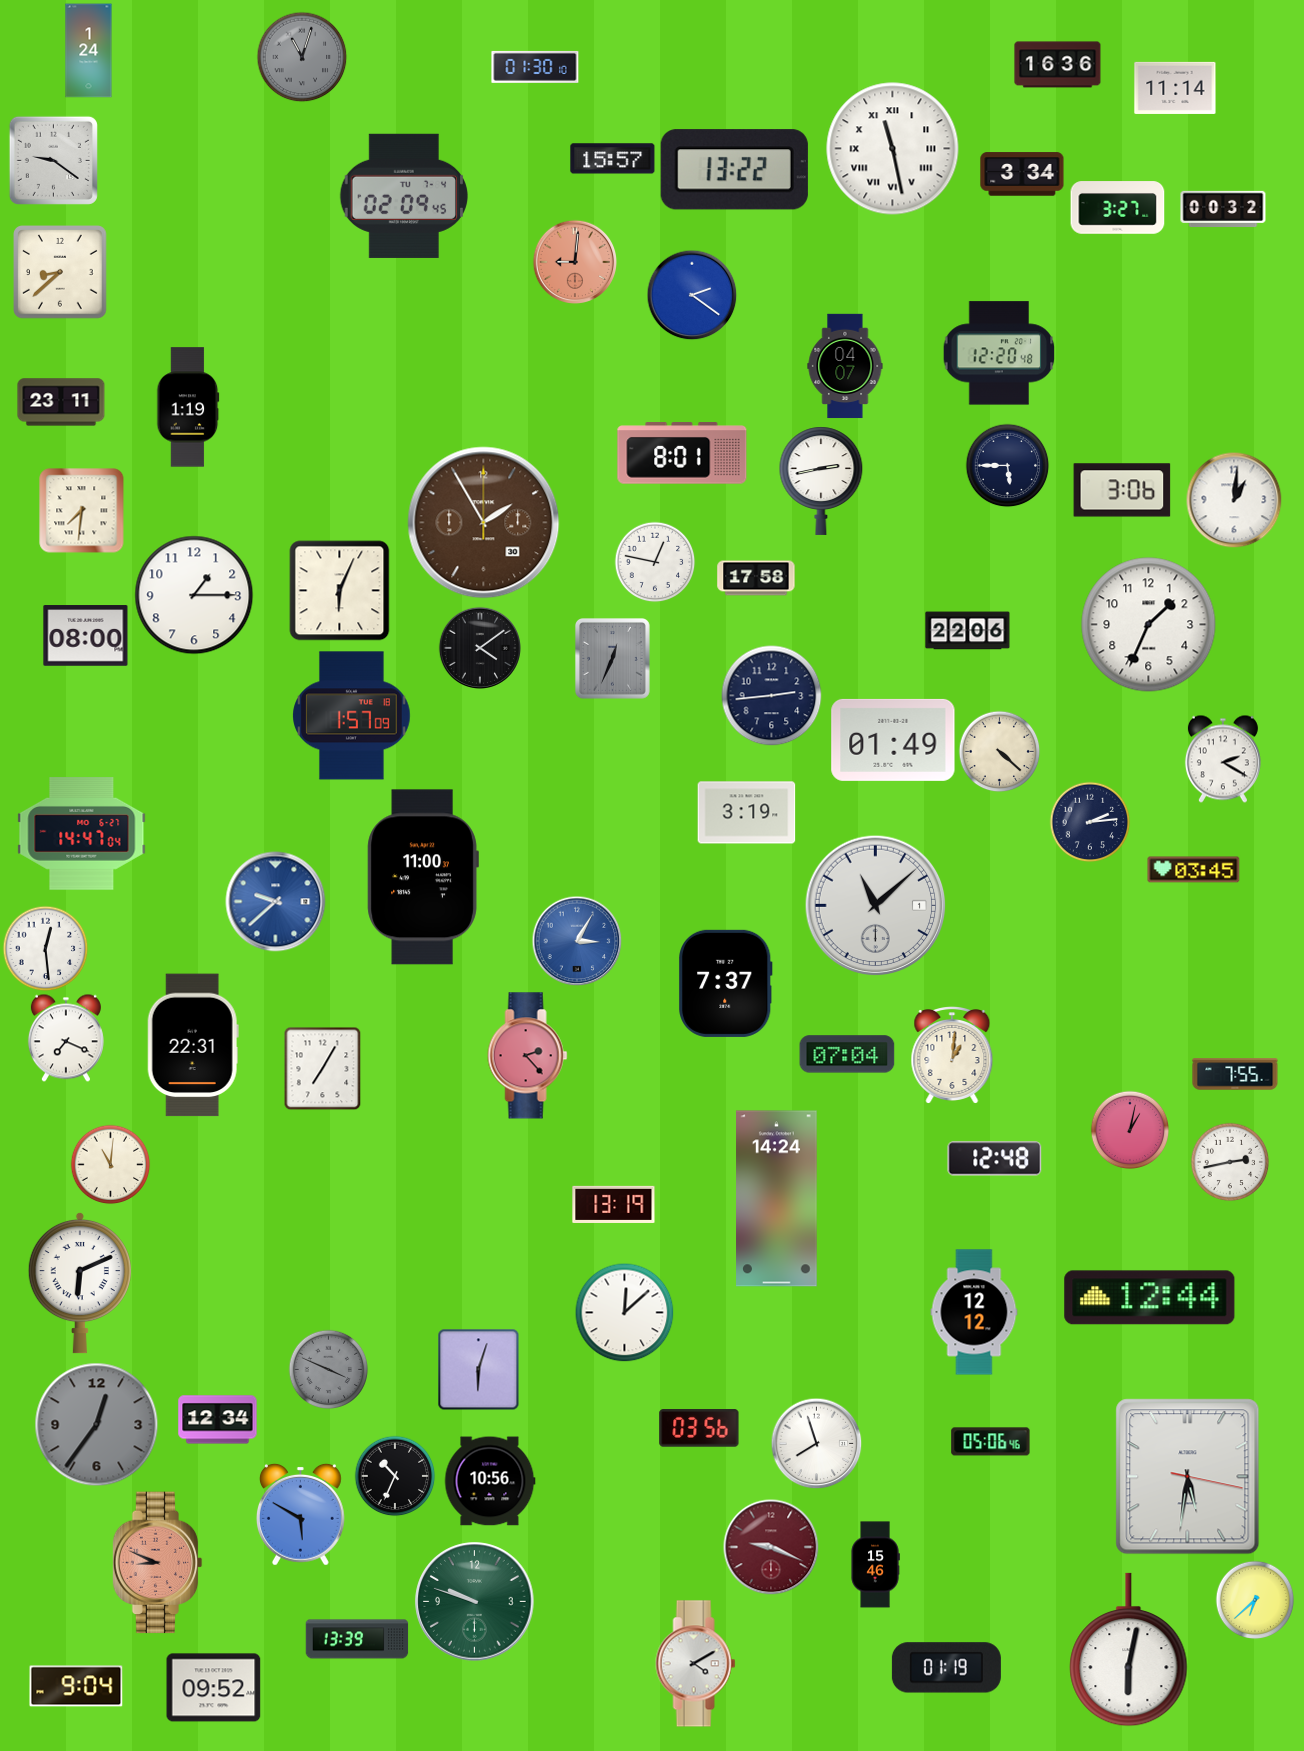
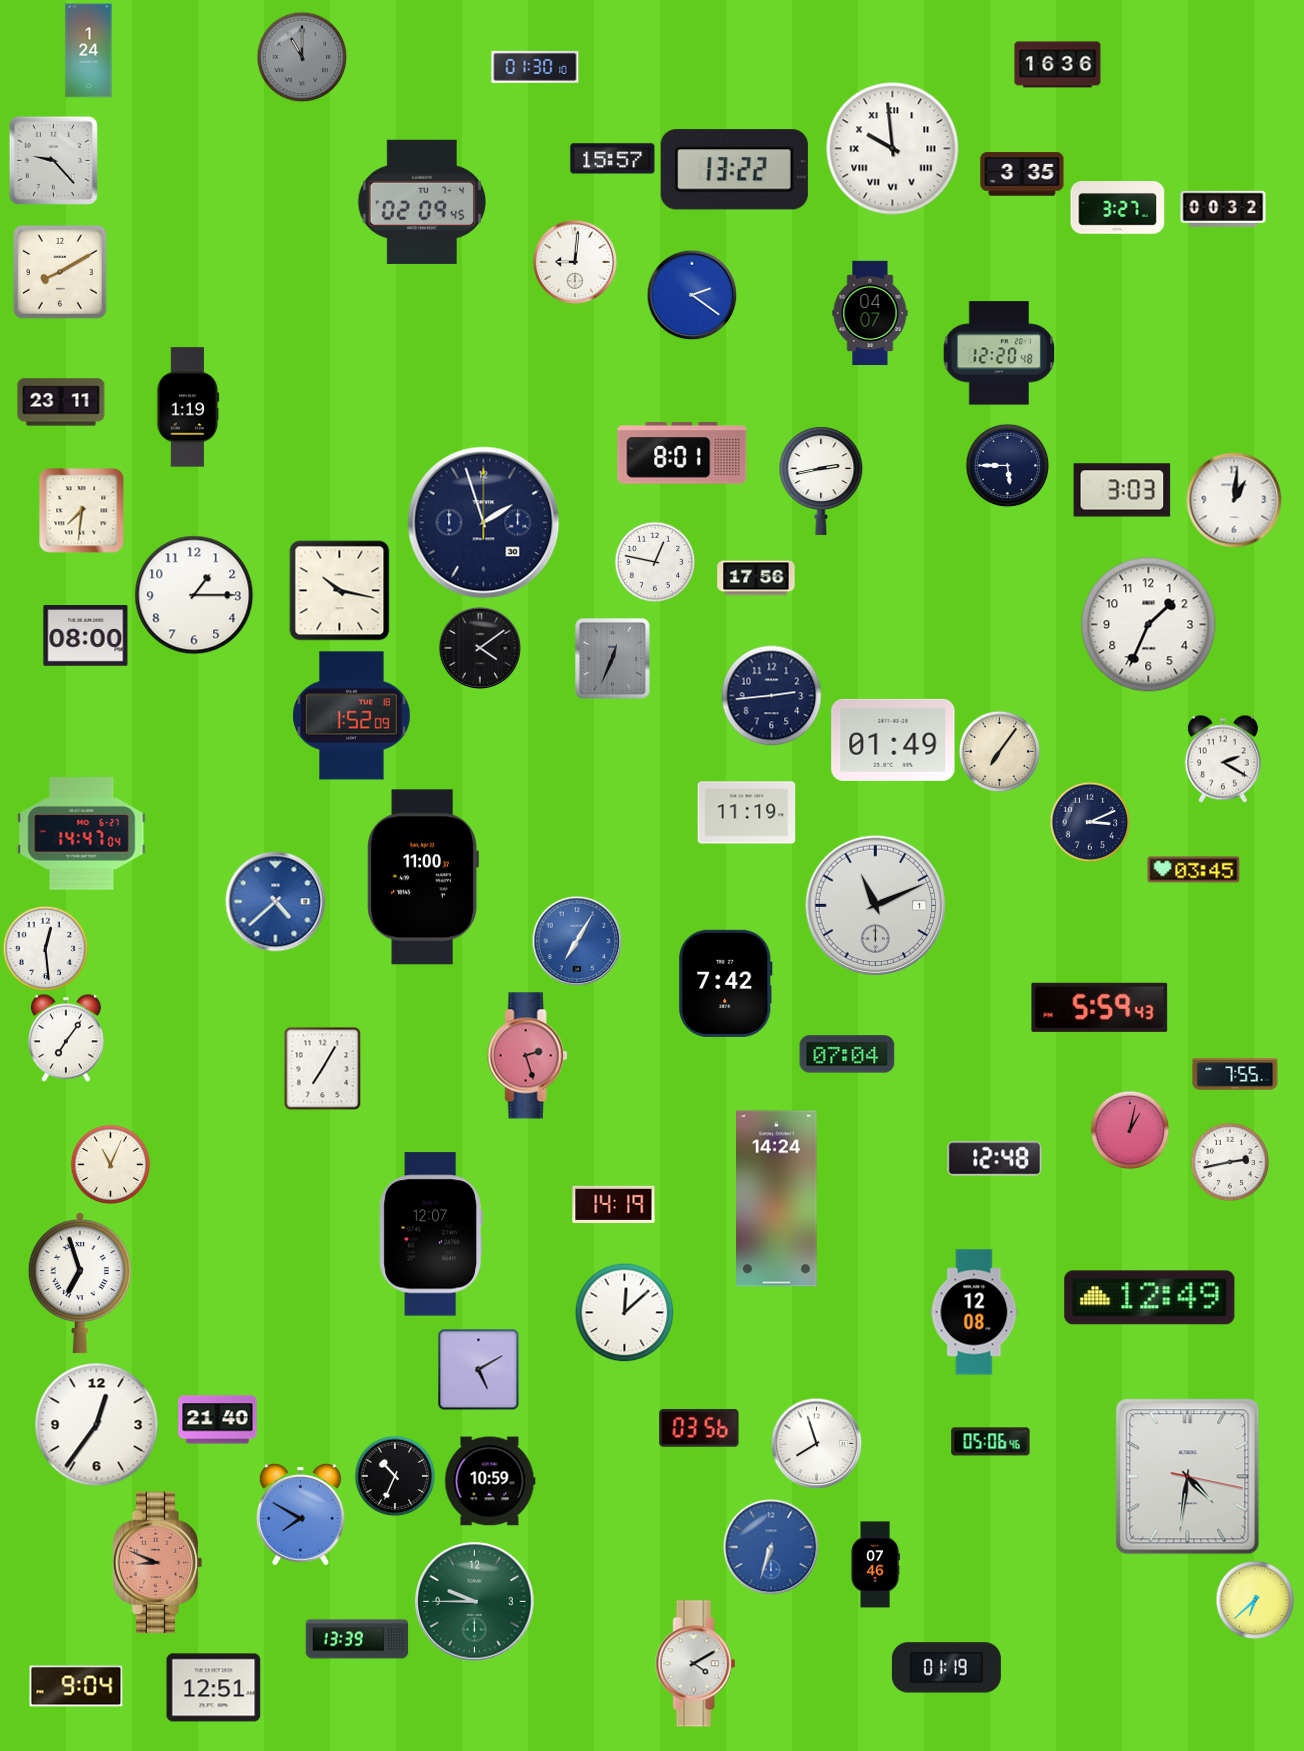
clock at (302, 57): 11:03 -> 11:00
clock at (1175, 88): 11:14 -> none
clock at (893, 149): 11:28 -> 9:59
clock at (53, 160): 9:21 -> 9:23
clock at (1022, 174): 3:34 -> 3:35
clock at (403, 196) position: (403, 196) -> (421, 202)
clock at (574, 261) dial: salmon -> white
clock at (60, 272): 8:38 -> 8:10
clock at (845, 366) position: (845, 366) -> (870, 313)
clock at (1122, 490): 3:06 -> 3:03
clock at (484, 523): 1:55 -> 1:57
clock at (484, 523) dial: brown -> navy
clock at (756, 578): 17:58 -> 17:56
clock at (340, 591): 6:04 -> 10:17
clock at (968, 631): 22:06 -> none
clock at (352, 716): 1:57 -> 1:52
clock at (999, 751): 4:22 -> 7:06
clock at (747, 813): 3:19 -> 11:19
clock at (1090, 822): 2:14 -> 3:11
clock at (276, 902): 9:38 -> 4:38
clock at (876, 906): 11:08 -> 11:11
clock at (577, 941): 3:05 -> 7:05
clock at (726, 983): 7:37 -> 7:42
clock at (1100, 1007): none -> 5:59
clock at (66, 1038): 7:19 -> 7:06
clock at (193, 1045): 22:31 -> none
clock at (528, 1056): 2:23 -> 2:27
clock at (952, 1056): 1:01 -> none
clock at (110, 1164): 11:01 -> 11:04
clock at (614, 1204): 13:19 -> 14:19
clock at (431, 1234): none -> 12:07
clock at (80, 1283): 6:11 -> 6:57
clock at (1150, 1298): 12:44 -> 12:49
clock at (974, 1312): 12:12 -> 12:08
clock at (328, 1369): 3:49 -> none
clock at (478, 1369): 6:03 -> 5:10
clock at (218, 1420): 12:34 -> 21:40
clock at (97, 1425) dial: grey -> white
clock at (1188, 1477): 5:31 -> 4:31
clock at (490, 1481): 10:56 -> 10:59
clock at (300, 1514): 5:50 -> 7:50
clock at (771, 1547): 9:19 -> 6:33
clock at (771, 1547) dial: burgundy -> blue
clock at (875, 1565): 15:46 -> 07:46
clock at (475, 1602): 9:48 -> 9:45
clock at (1129, 1650): 6:02 -> none
clock at (214, 1688): 09:52 -> 12:51
